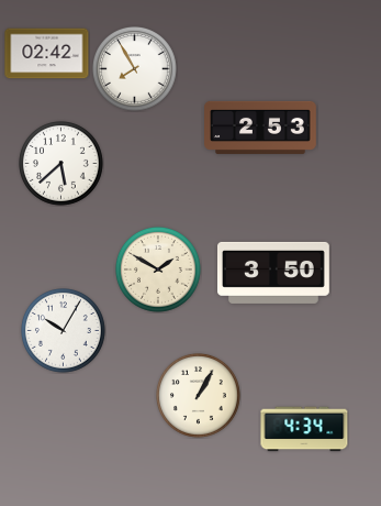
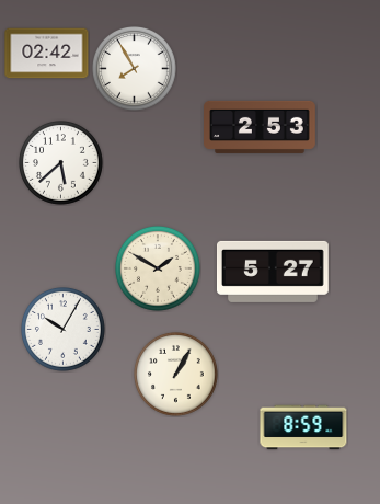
clock at (274, 273): 3:50 -> 5:27
clock at (199, 396) position: (199, 396) -> (176, 375)
clock at (304, 429): 4:34 -> 8:59
